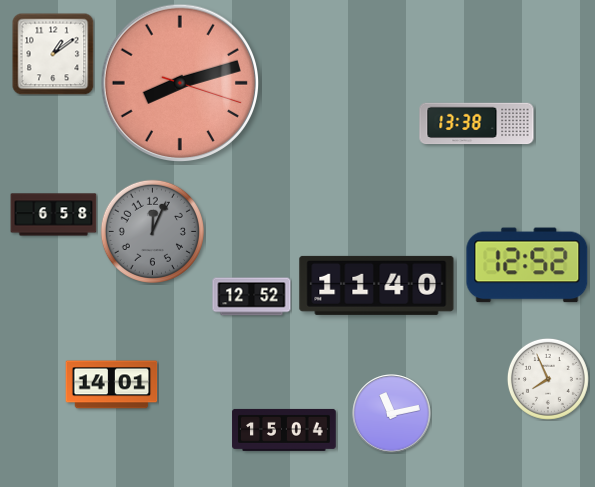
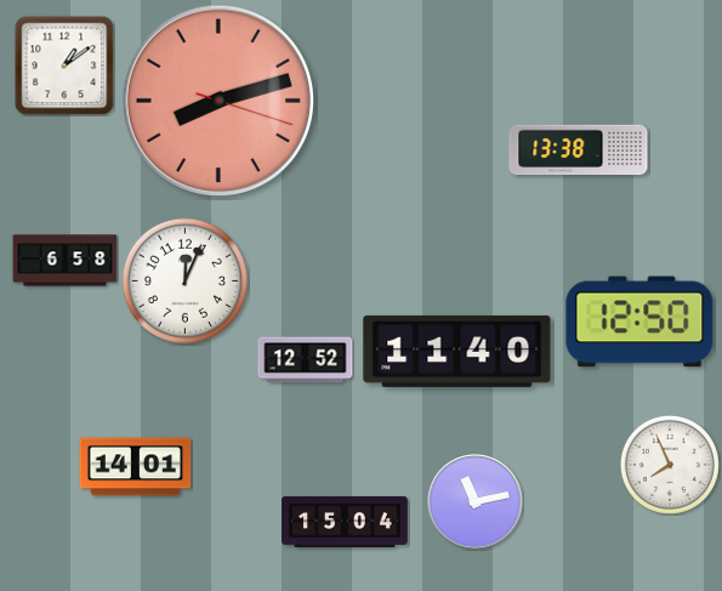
clock at (152, 231) dial: grey -> white
clock at (527, 265): 12:52 -> 12:50
clock at (377, 285) position: (377, 285) -> (457, 351)
clock at (548, 379) position: (548, 379) -> (670, 465)
